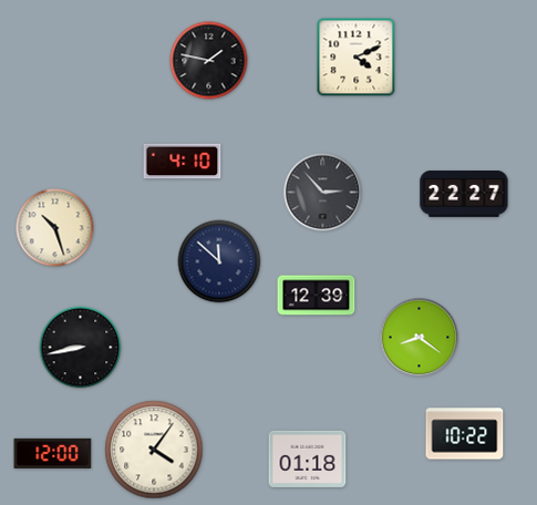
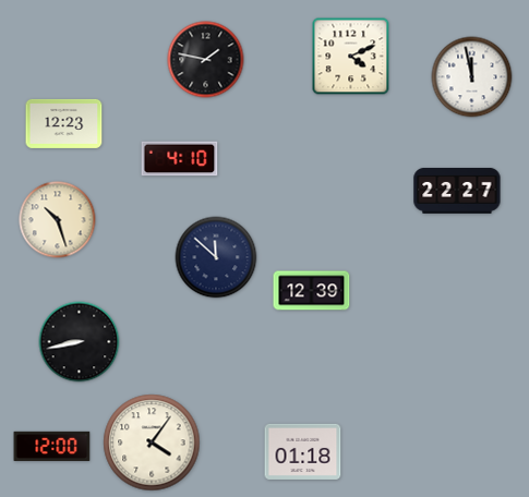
clock at (472, 77): none -> 11:58
clock at (64, 123): none -> 12:23
clock at (323, 193): 2:53 -> none
clock at (55, 228) position: (55, 228) -> (58, 220)
clock at (420, 338): 8:21 -> none
clock at (465, 434): 10:22 -> none
